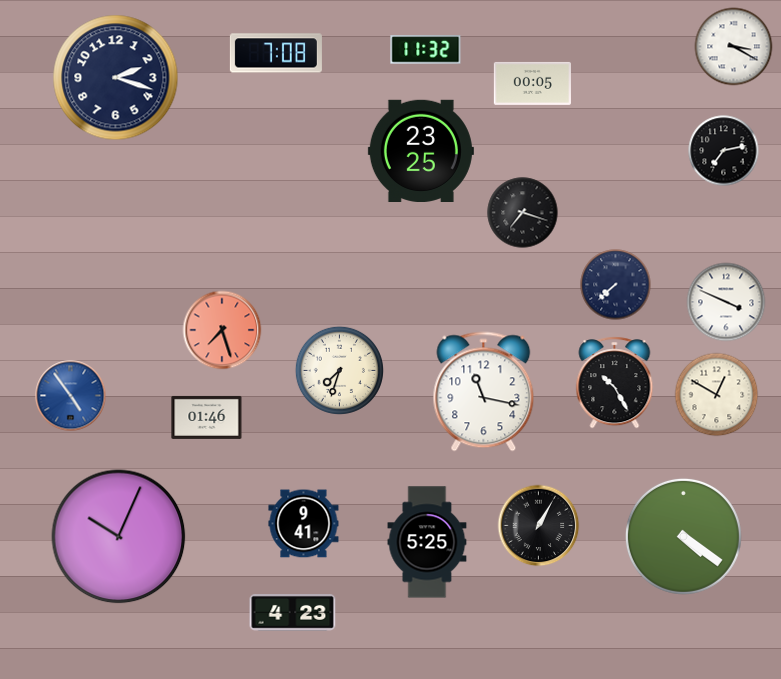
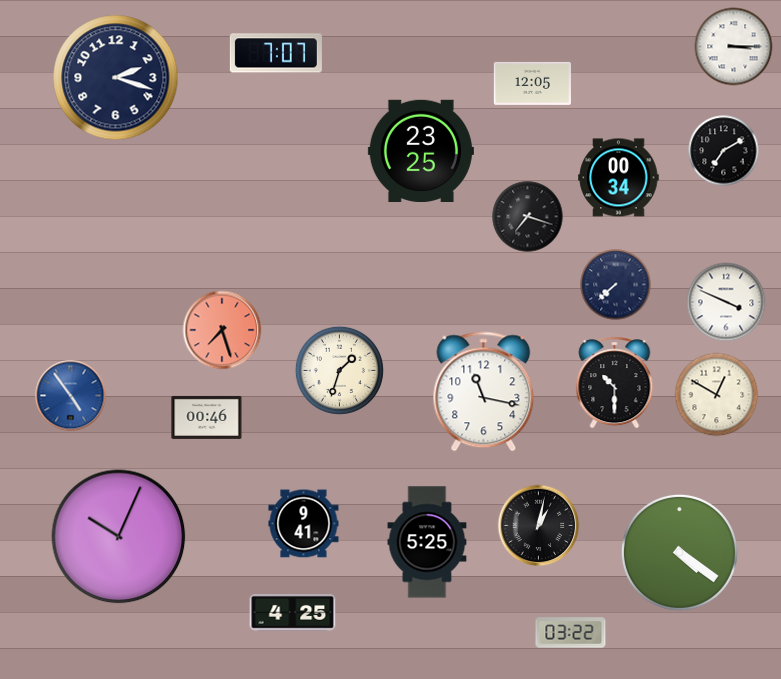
clock at (734, 47): 3:20 -> 3:15
clock at (426, 50): 11:32 -> none
clock at (276, 53): 7:08 -> 7:07
clock at (532, 83): 00:05 -> 12:05
clock at (724, 151): 7:13 -> 7:10
clock at (619, 178): none -> 00:34
clock at (523, 213) position: (523, 213) -> (528, 217)
clock at (339, 370): 7:33 -> 1:33
clock at (615, 383): 10:25 -> 10:30
clock at (207, 417): 01:46 -> 00:46
clock at (539, 526): 1:05 -> 1:02
clock at (683, 536) position: (683, 536) -> (679, 552)
clock at (293, 613): 4:23 -> 4:25
clock at (571, 633): none -> 03:22
